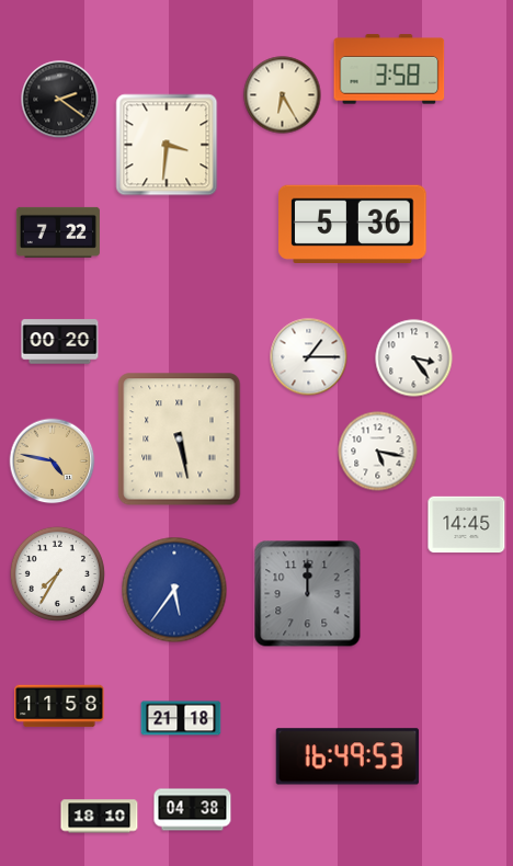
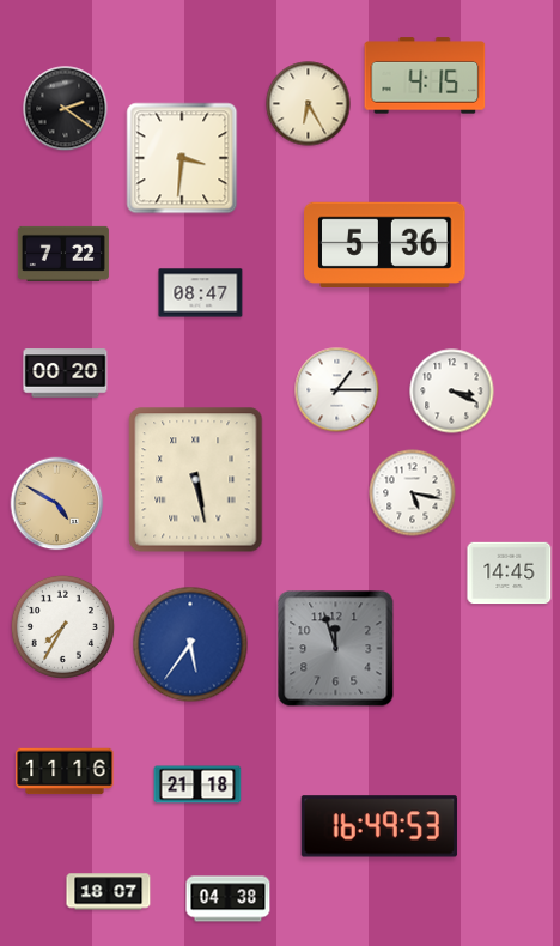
clock at (389, 69): 3:58 -> 4:15
clock at (201, 293): none -> 08:47
clock at (414, 358): 3:24 -> 3:19
clock at (53, 462): 4:47 -> 4:50
clock at (308, 594): 12:00 -> 11:57
clock at (59, 706): 11:58 -> 11:16
clock at (193, 810) position: (193, 810) -> (229, 899)
clock at (100, 817): 18:10 -> 18:07
